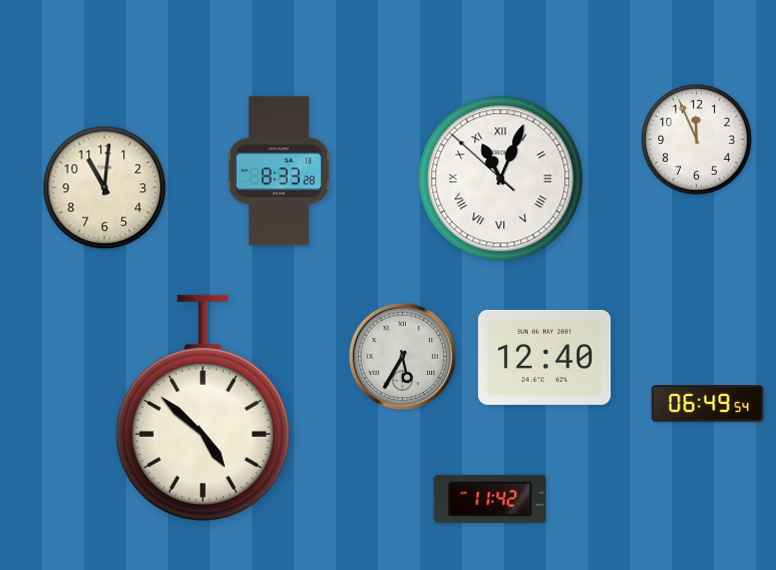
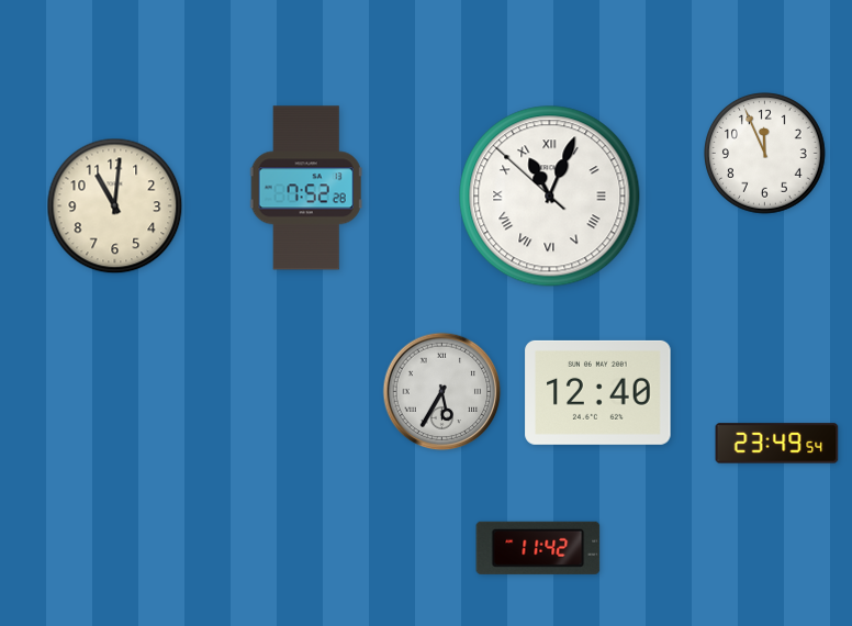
clock at (279, 171): 8:33 -> 7:52
clock at (708, 404): 06:49 -> 23:49
clock at (203, 408): 4:52 -> none
